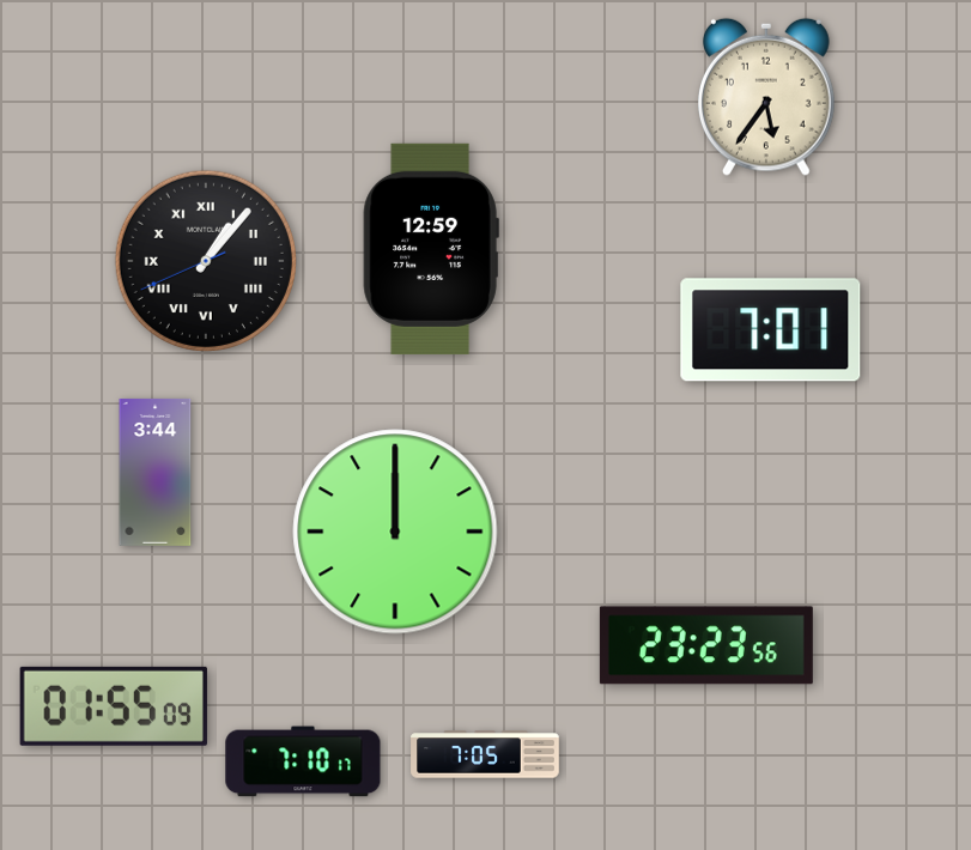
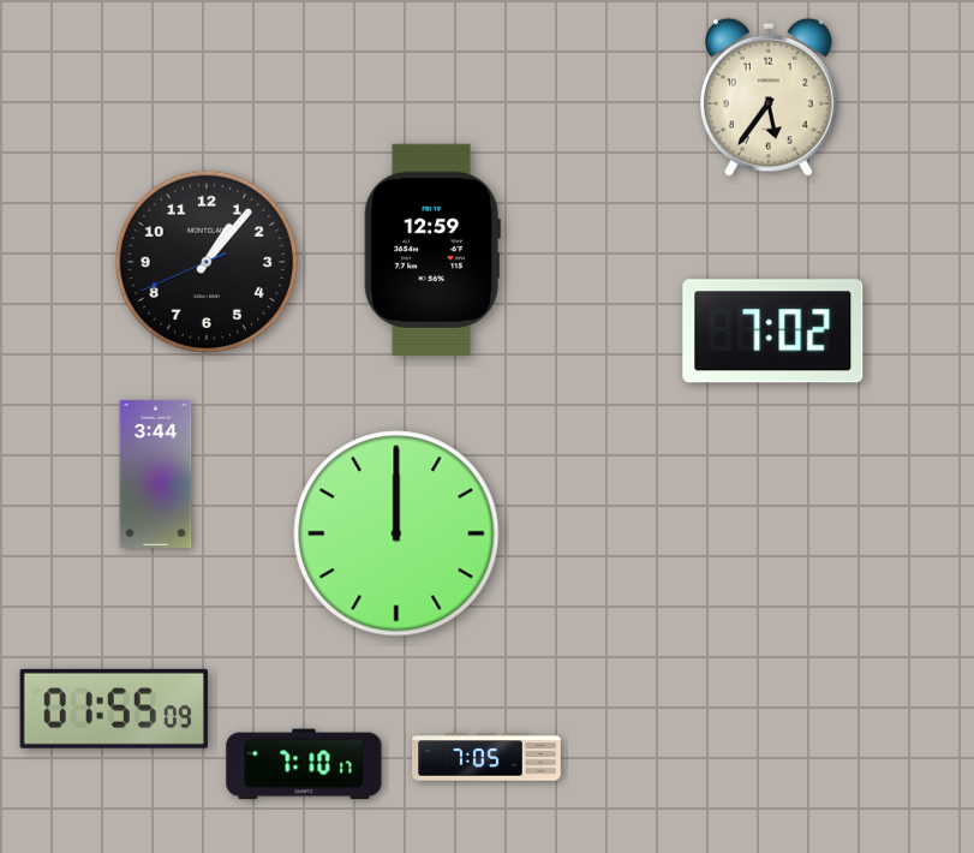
clock at (206, 261) numerals: Roman -> Arabic
clock at (771, 330): 7:01 -> 7:02
clock at (706, 645): 23:23 -> none
